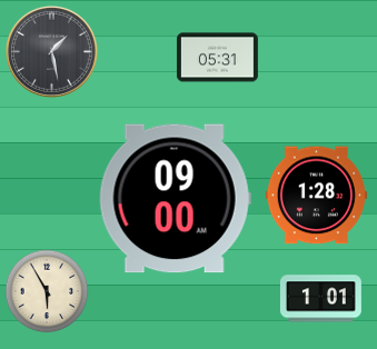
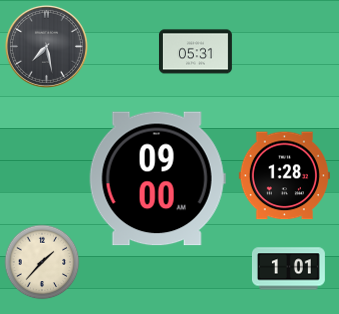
clock at (51, 51): 1:28 -> 7:28
clock at (47, 291): 5:55 -> 1:37
